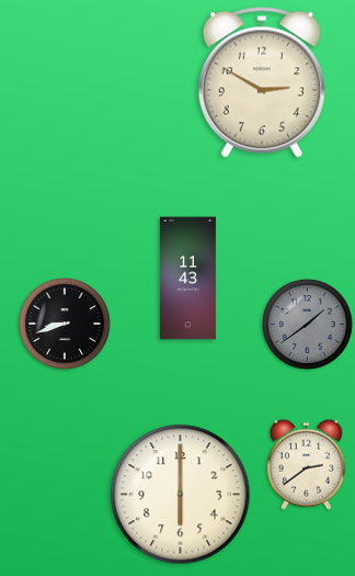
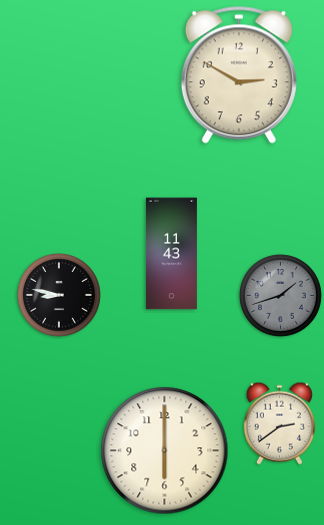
clock at (65, 324): 8:42 -> 8:47
clock at (307, 324): 1:39 -> 1:42
